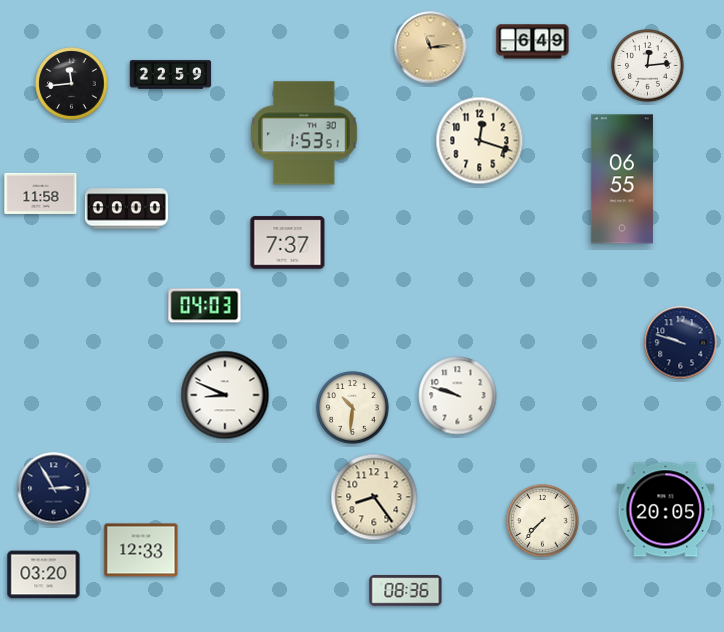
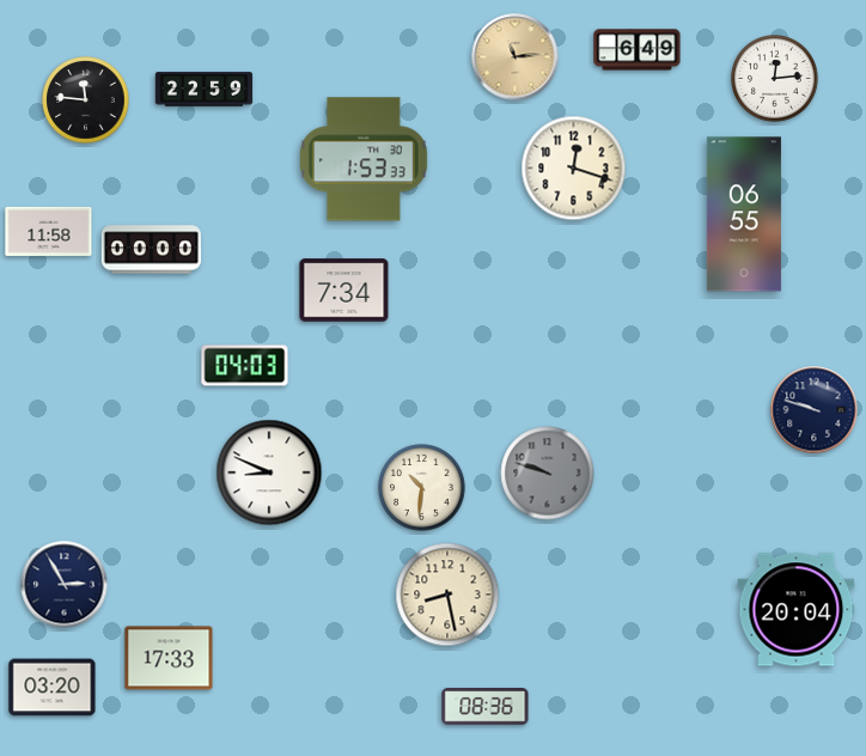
clock at (72, 84): 11:44 -> 11:46
clock at (305, 133): 1:53:51 -> 1:53:33
clock at (288, 243): 7:37 -> 7:34
clock at (458, 396) dial: white -> grey
clock at (374, 497): 8:24 -> 8:28
clock at (666, 510): 20:05 -> 20:04
clock at (543, 521): 7:37 -> none
clock at (141, 550): 12:33 -> 17:33
